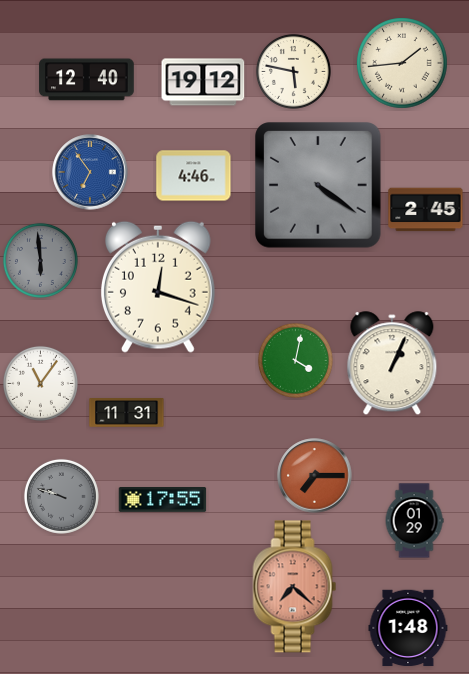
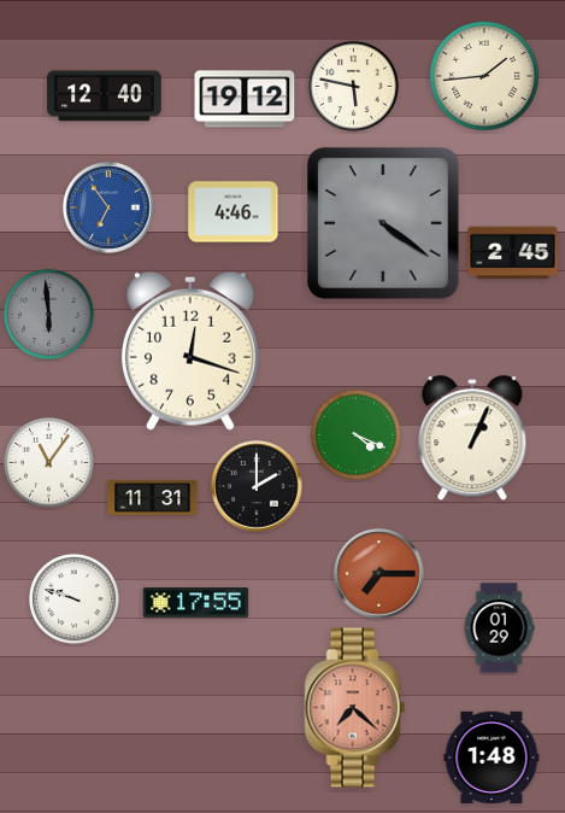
clock at (158, 287) position: (158, 287) -> (190, 351)
clock at (295, 360): 4:02 -> 4:19
clock at (257, 486): none -> 2:00
clock at (61, 496) dial: grey -> white
